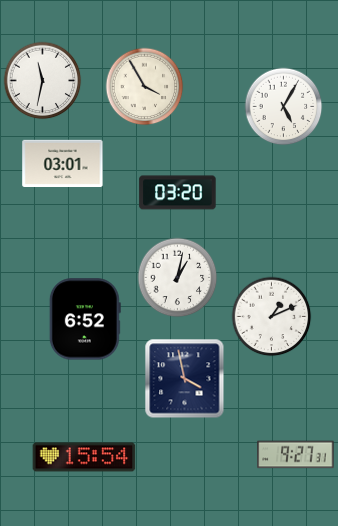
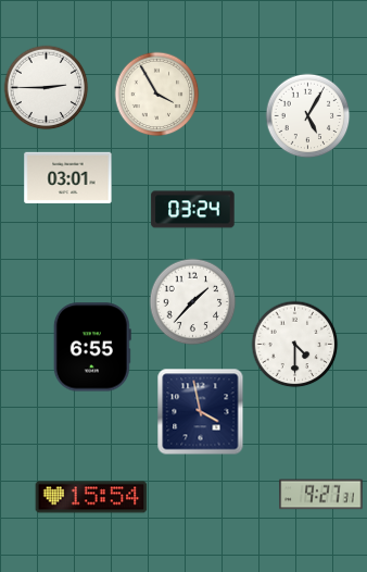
clock at (42, 80): 11:32 -> 2:45
clock at (178, 193): 03:20 -> 03:24
clock at (177, 277): 1:02 -> 1:37
clock at (271, 316): 1:11 -> 4:30
clock at (85, 319): 6:52 -> 6:55
